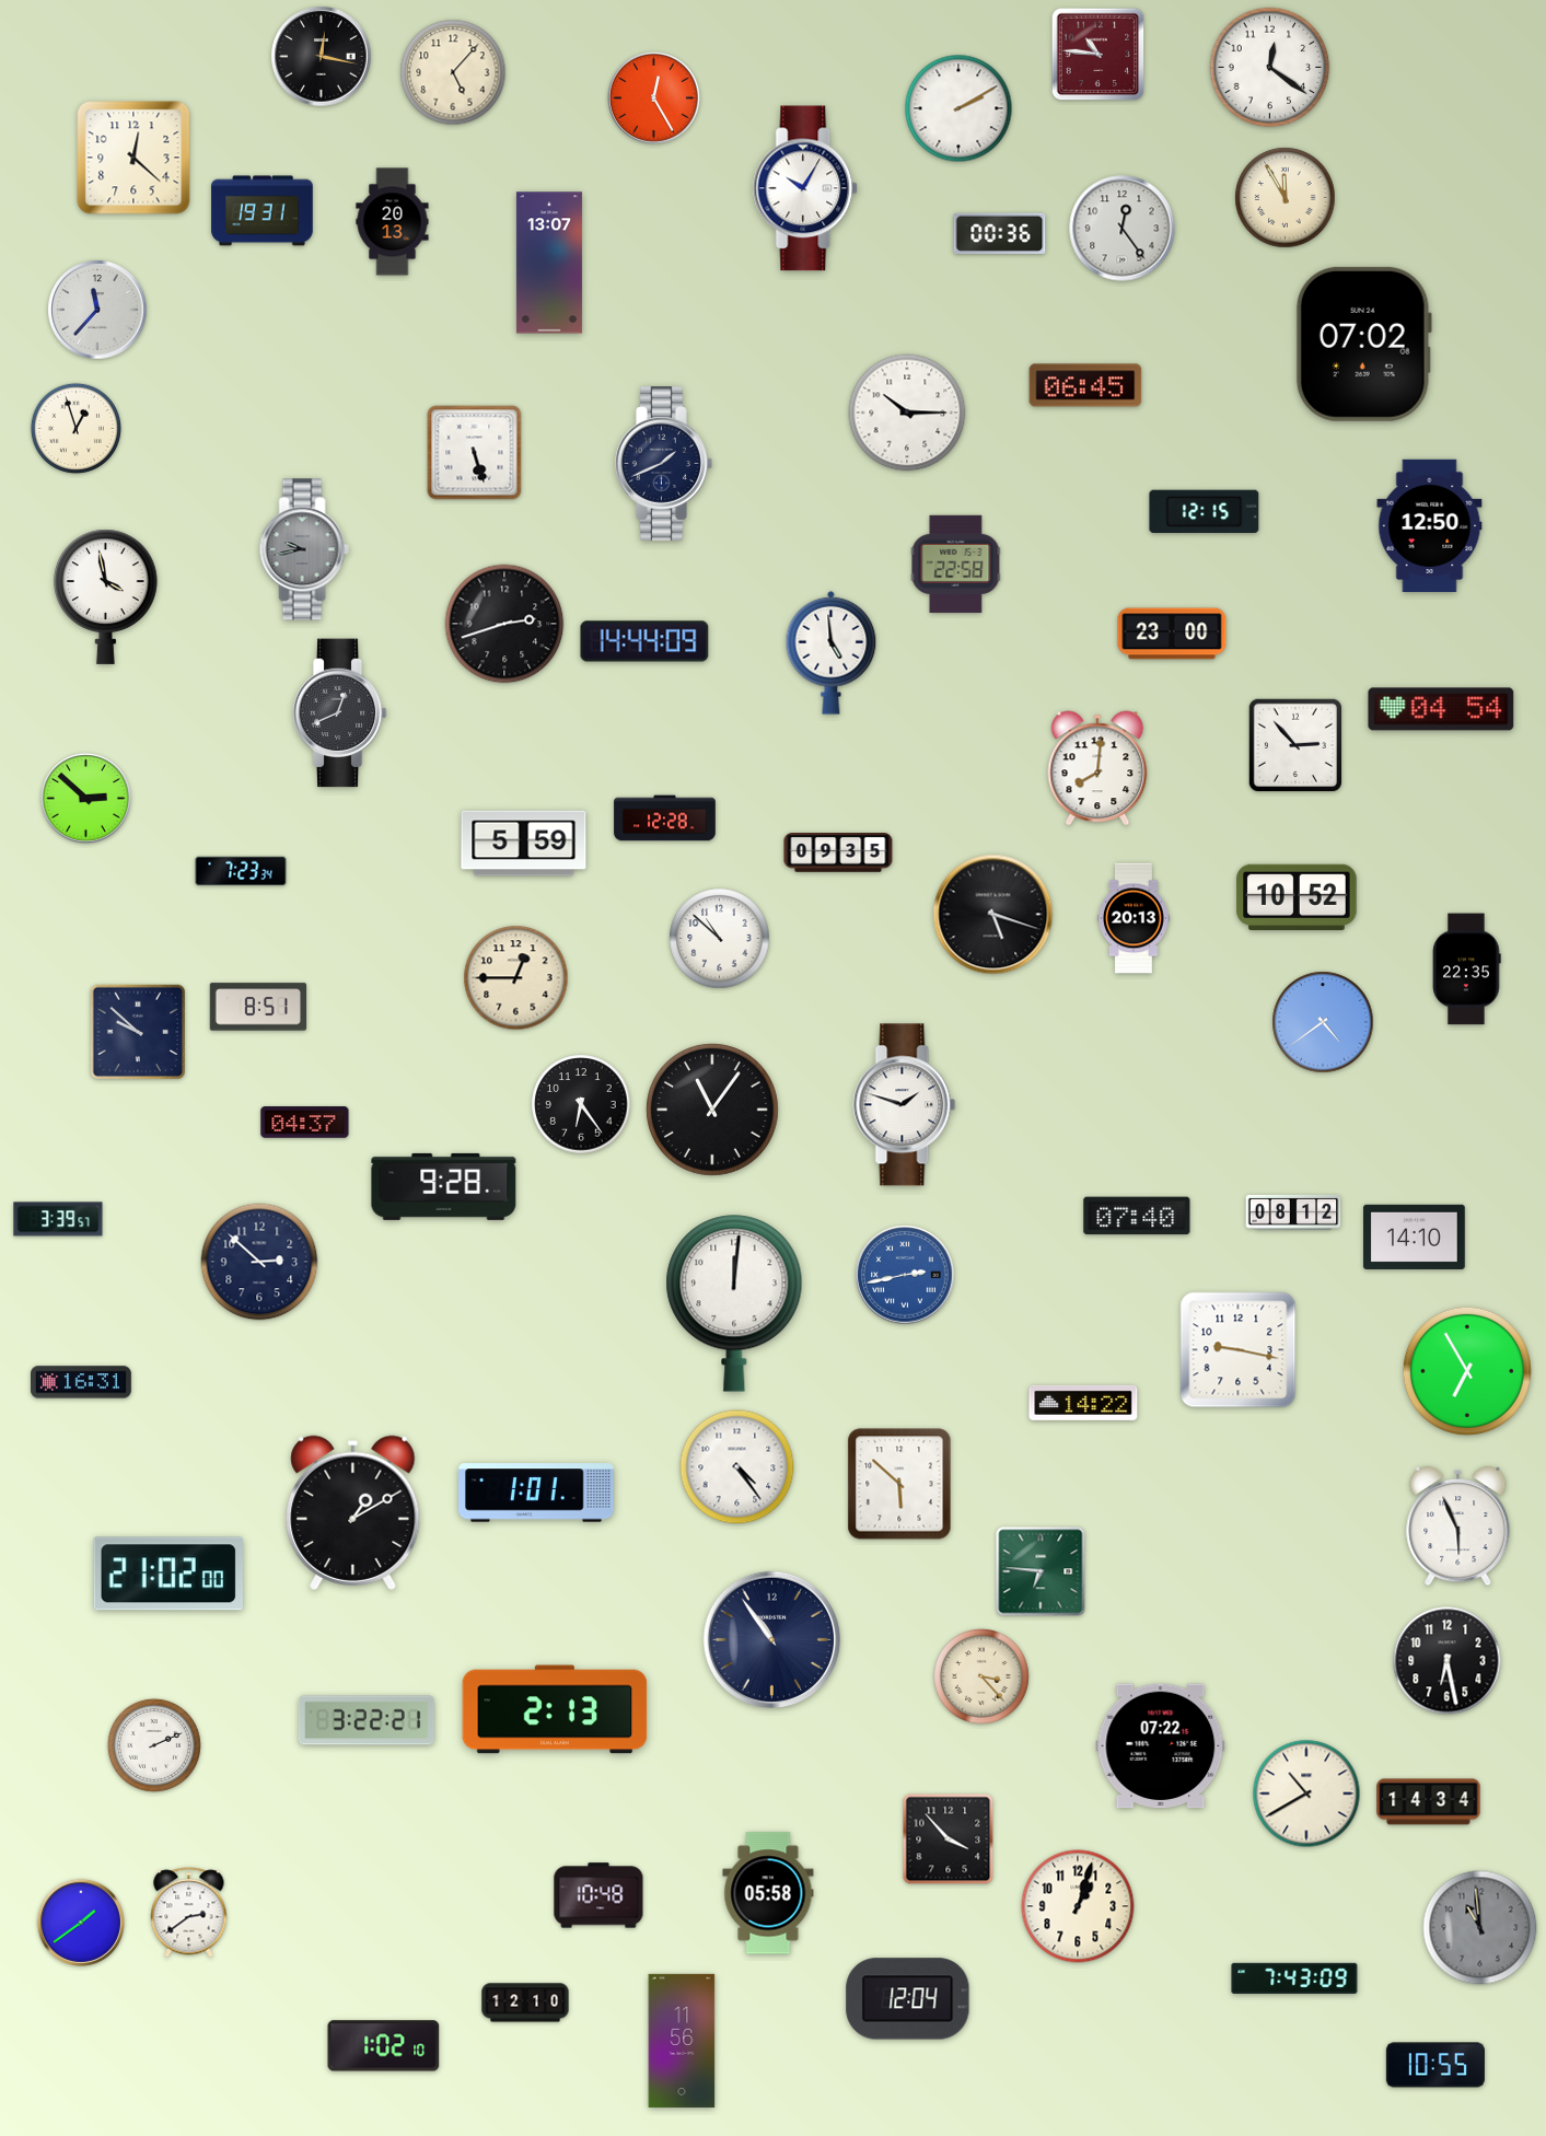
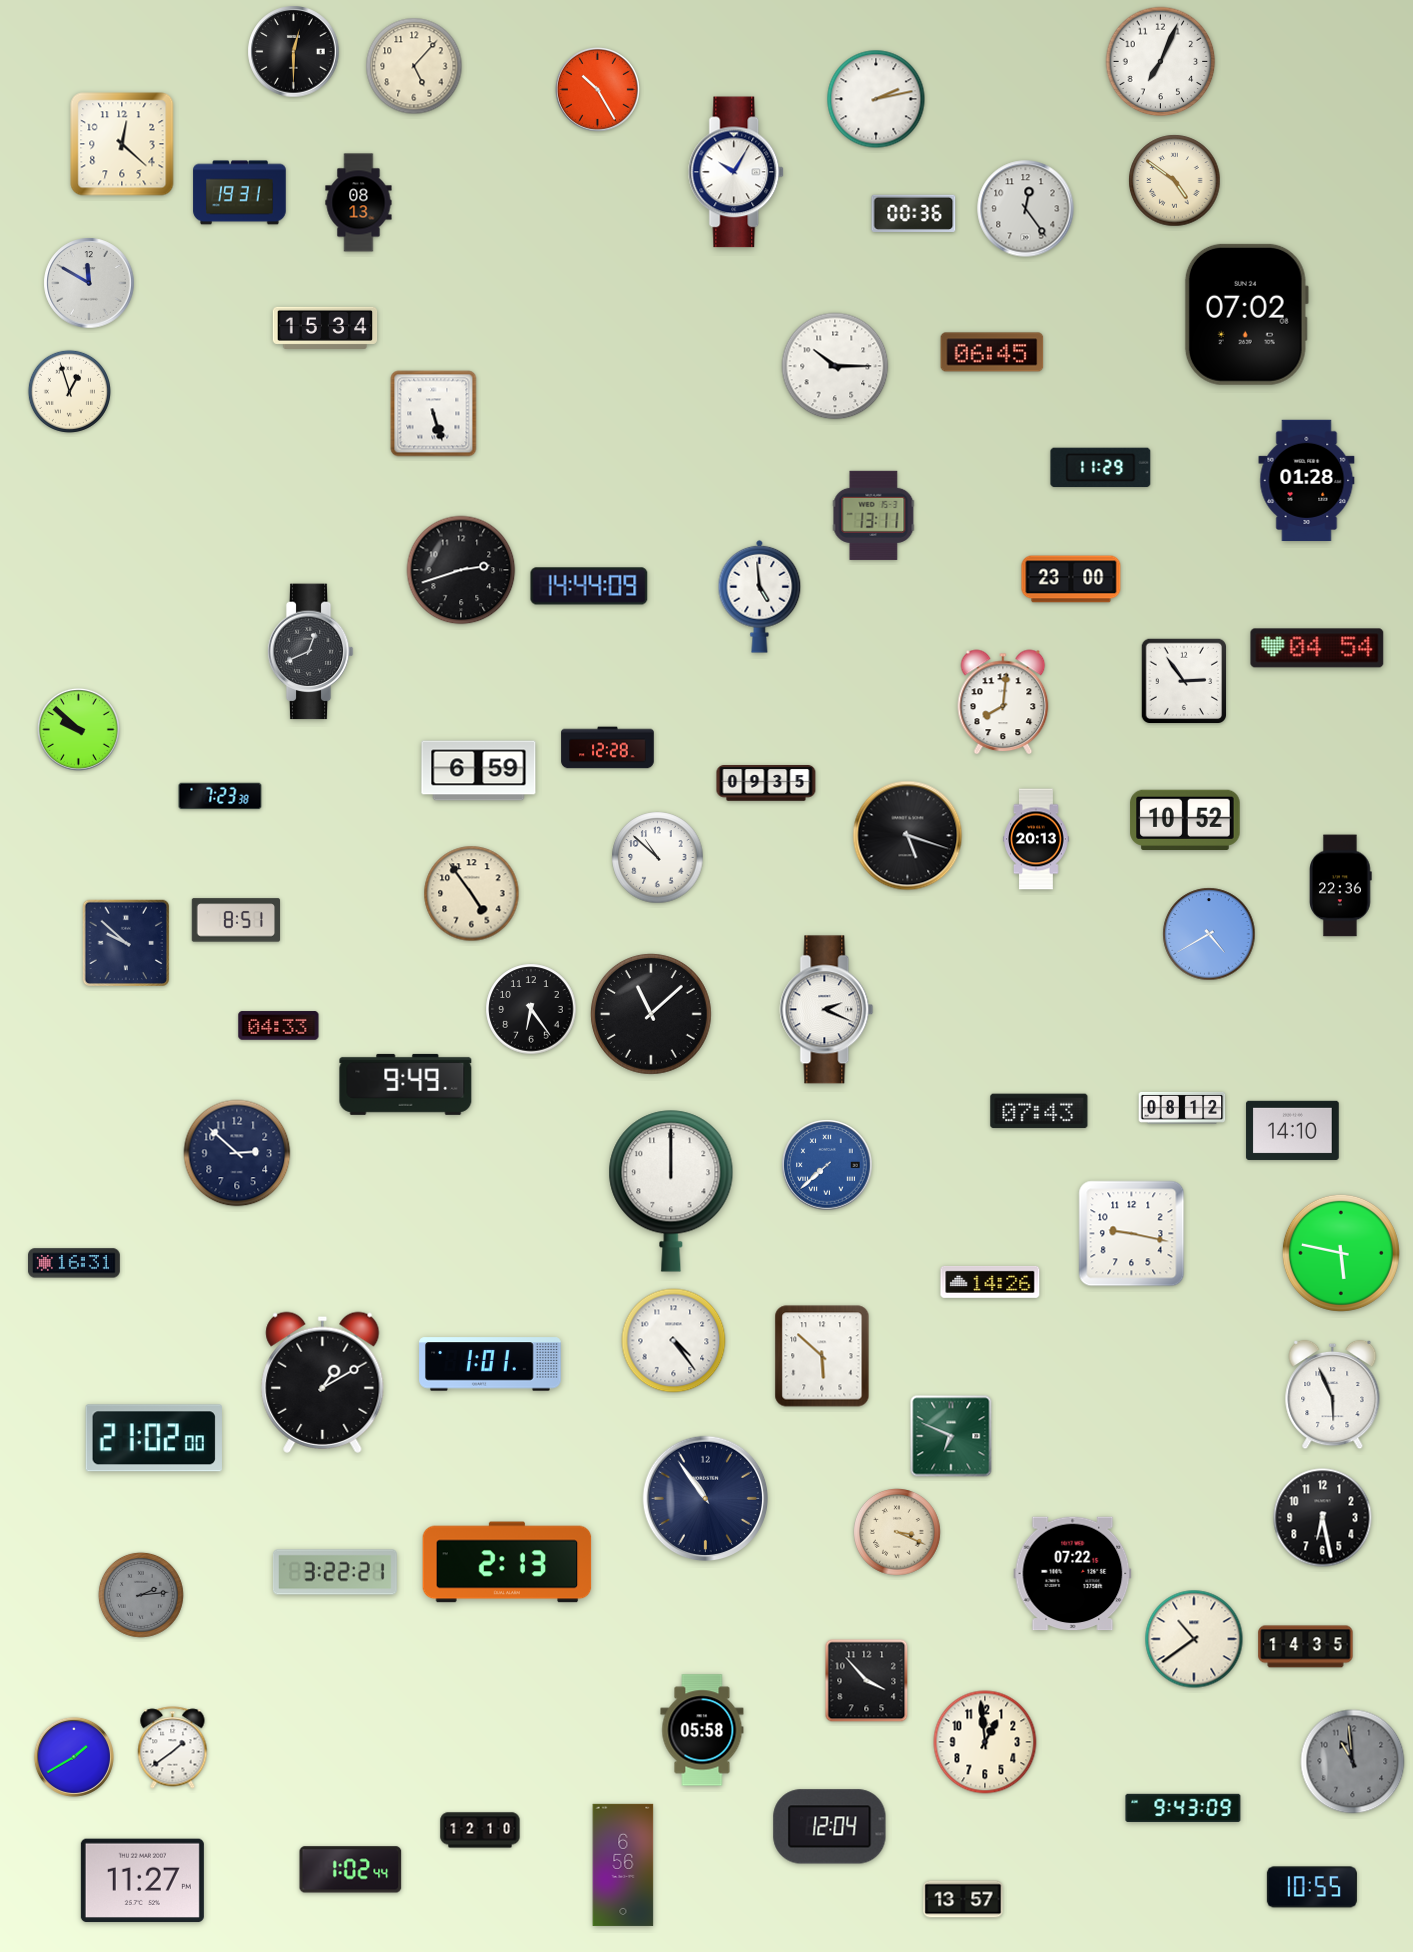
clock at (1099, 55): 10:46 -> none
clock at (322, 57): 12:17 -> 12:30
clock at (1270, 68): 12:21 -> 7:04
clock at (653, 97): 12:25 -> 10:25
clock at (958, 108): 2:10 -> 2:13
clock at (1286, 198): 11:55 -> 4:51
clock at (393, 222): 20:13 -> 08:13
clock at (549, 263): 13:07 -> none
clock at (97, 310): 11:37 -> 11:50
clock at (325, 328): none -> 15:34
clock at (907, 413) position: (907, 413) -> (835, 366)
clock at (664, 463): 1:41 -> none
clock at (1205, 512): 12:15 -> 11:29
clock at (1430, 525): 12:50 -> 01:28
clock at (304, 549): 9:43 -> none
clock at (956, 564): 22:58 -> 13:11
clock at (106, 596): 3:58 -> none
clock at (1294, 744): 2:53 -> 2:54
clock at (85, 798): 2:52 -> 9:52
clock at (524, 844): 5:59 -> 6:59
clock at (838, 852) position: (838, 852) -> (766, 783)
clock at (241, 871): 7:23:34 -> 7:23:38
clock at (1467, 970): 22:35 -> 22:36
clock at (516, 978): 12:45 -> 4:54
clock at (1323, 1022): 4:39 -> 4:40
clock at (905, 1105): 1:48 -> 2:19
clock at (712, 1110): 11:06 -> 11:08
clock at (305, 1123): 04:37 -> 04:33
clock at (444, 1186): 9:28 -> 9:49
clock at (1137, 1216): 07:40 -> 07:43
clock at (58, 1219): 3:39 -> none
clock at (905, 1275): 2:43 -> 7:38
clock at (734, 1303): 12:01 -> 12:00
clock at (1467, 1371): 6:55 -> 5:47
clock at (1083, 1403): 14:22 -> 14:26
clock at (1041, 1571): 6:46 -> 6:49
clock at (983, 1678): 3:23 -> 3:19
clock at (154, 1745): 2:11 -> 2:14
clock at (154, 1745) dial: white -> grey
clock at (1161, 1746) position: (1161, 1746) -> (1073, 1574)
clock at (1306, 1793): 10:40 -> 10:39
clock at (1429, 1802): 14:34 -> 14:35
clock at (598, 1895): 10:48 -> none
clock at (1078, 1906): 1:03 -> 12:59
clock at (189, 1913): 2:39 -> 1:39
clock at (81, 1923): 1:39 -> 1:40
clock at (1294, 1977): 7:43 -> 9:43
clock at (682, 2041): 11:56 -> 6:56
clock at (384, 2046): 1:02:10 -> 1:02:44
clock at (142, 1881): none -> 11:27
clock at (963, 1899): none -> 13:57
